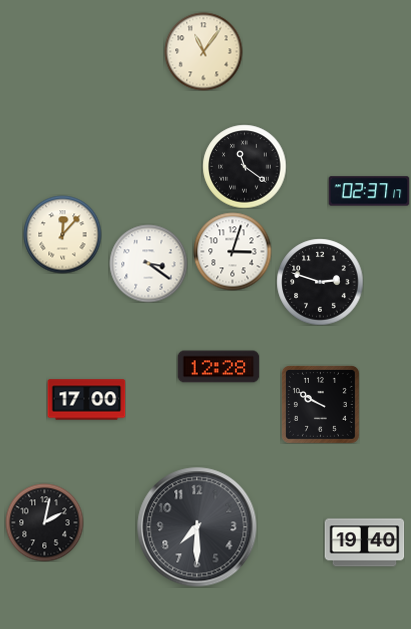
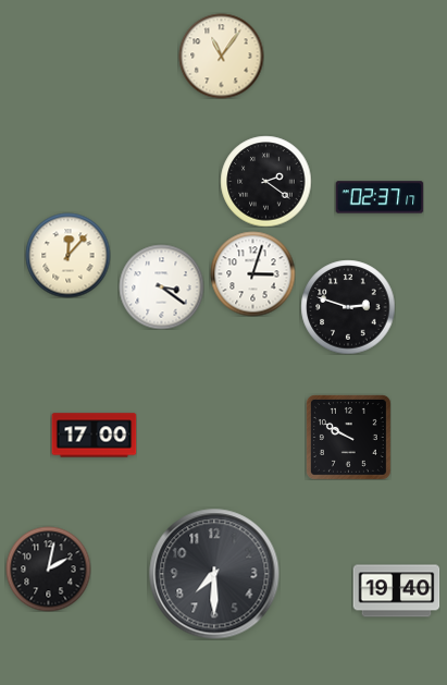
clock at (244, 166): 11:21 -> 2:21
clock at (369, 191) position: (369, 191) -> (380, 197)
clock at (218, 367): 12:28 -> none
clock at (320, 404) position: (320, 404) -> (348, 437)
